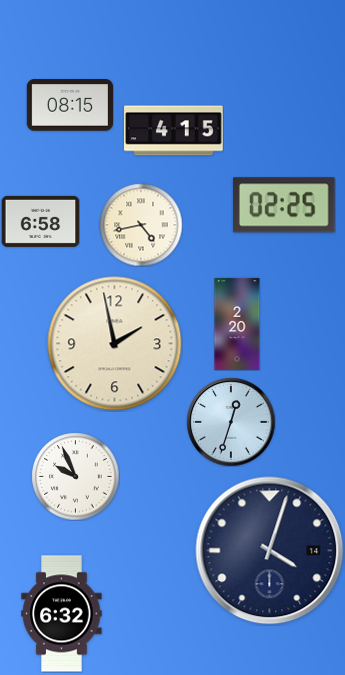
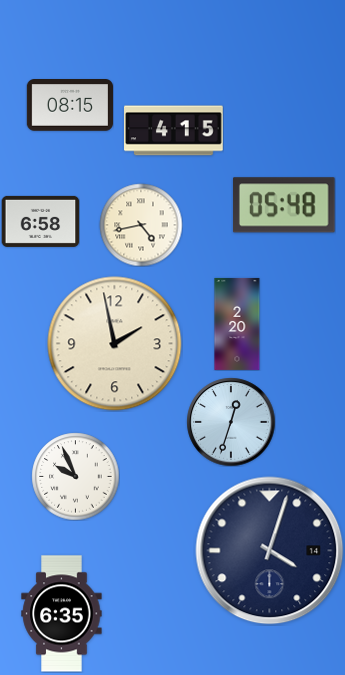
clock at (284, 205): 02:25 -> 05:48
clock at (62, 614): 6:32 -> 6:35
